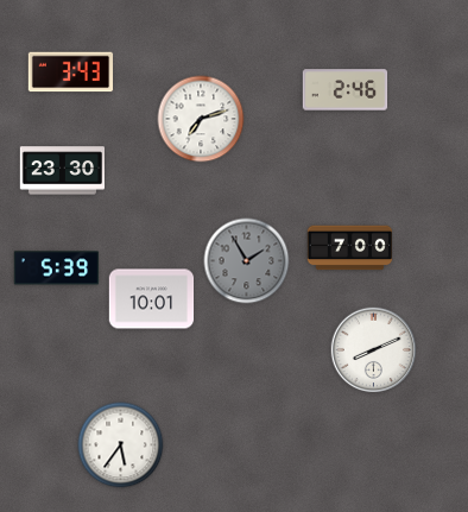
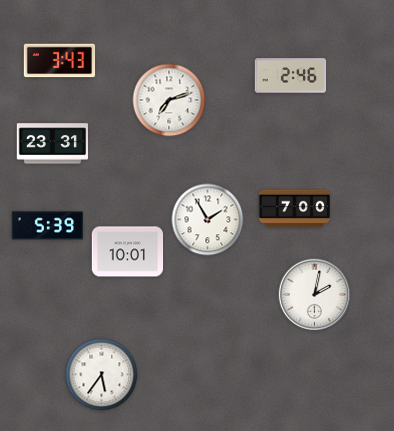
clock at (62, 171): 23:30 -> 23:31
clock at (247, 261) dial: grey -> white
clock at (374, 350): 8:11 -> 2:02
